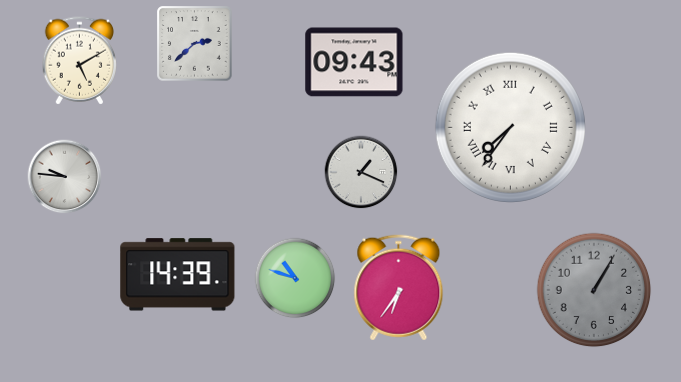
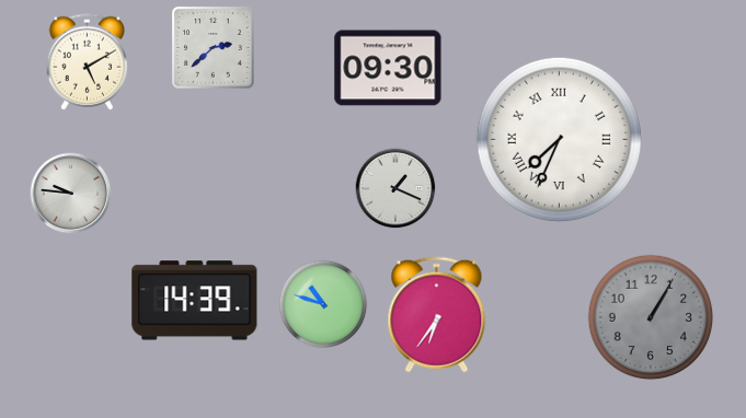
clock at (80, 61) position: (80, 61) -> (88, 62)
clock at (354, 62): 09:43 -> 09:30
clock at (510, 127): 7:36 -> 7:34
